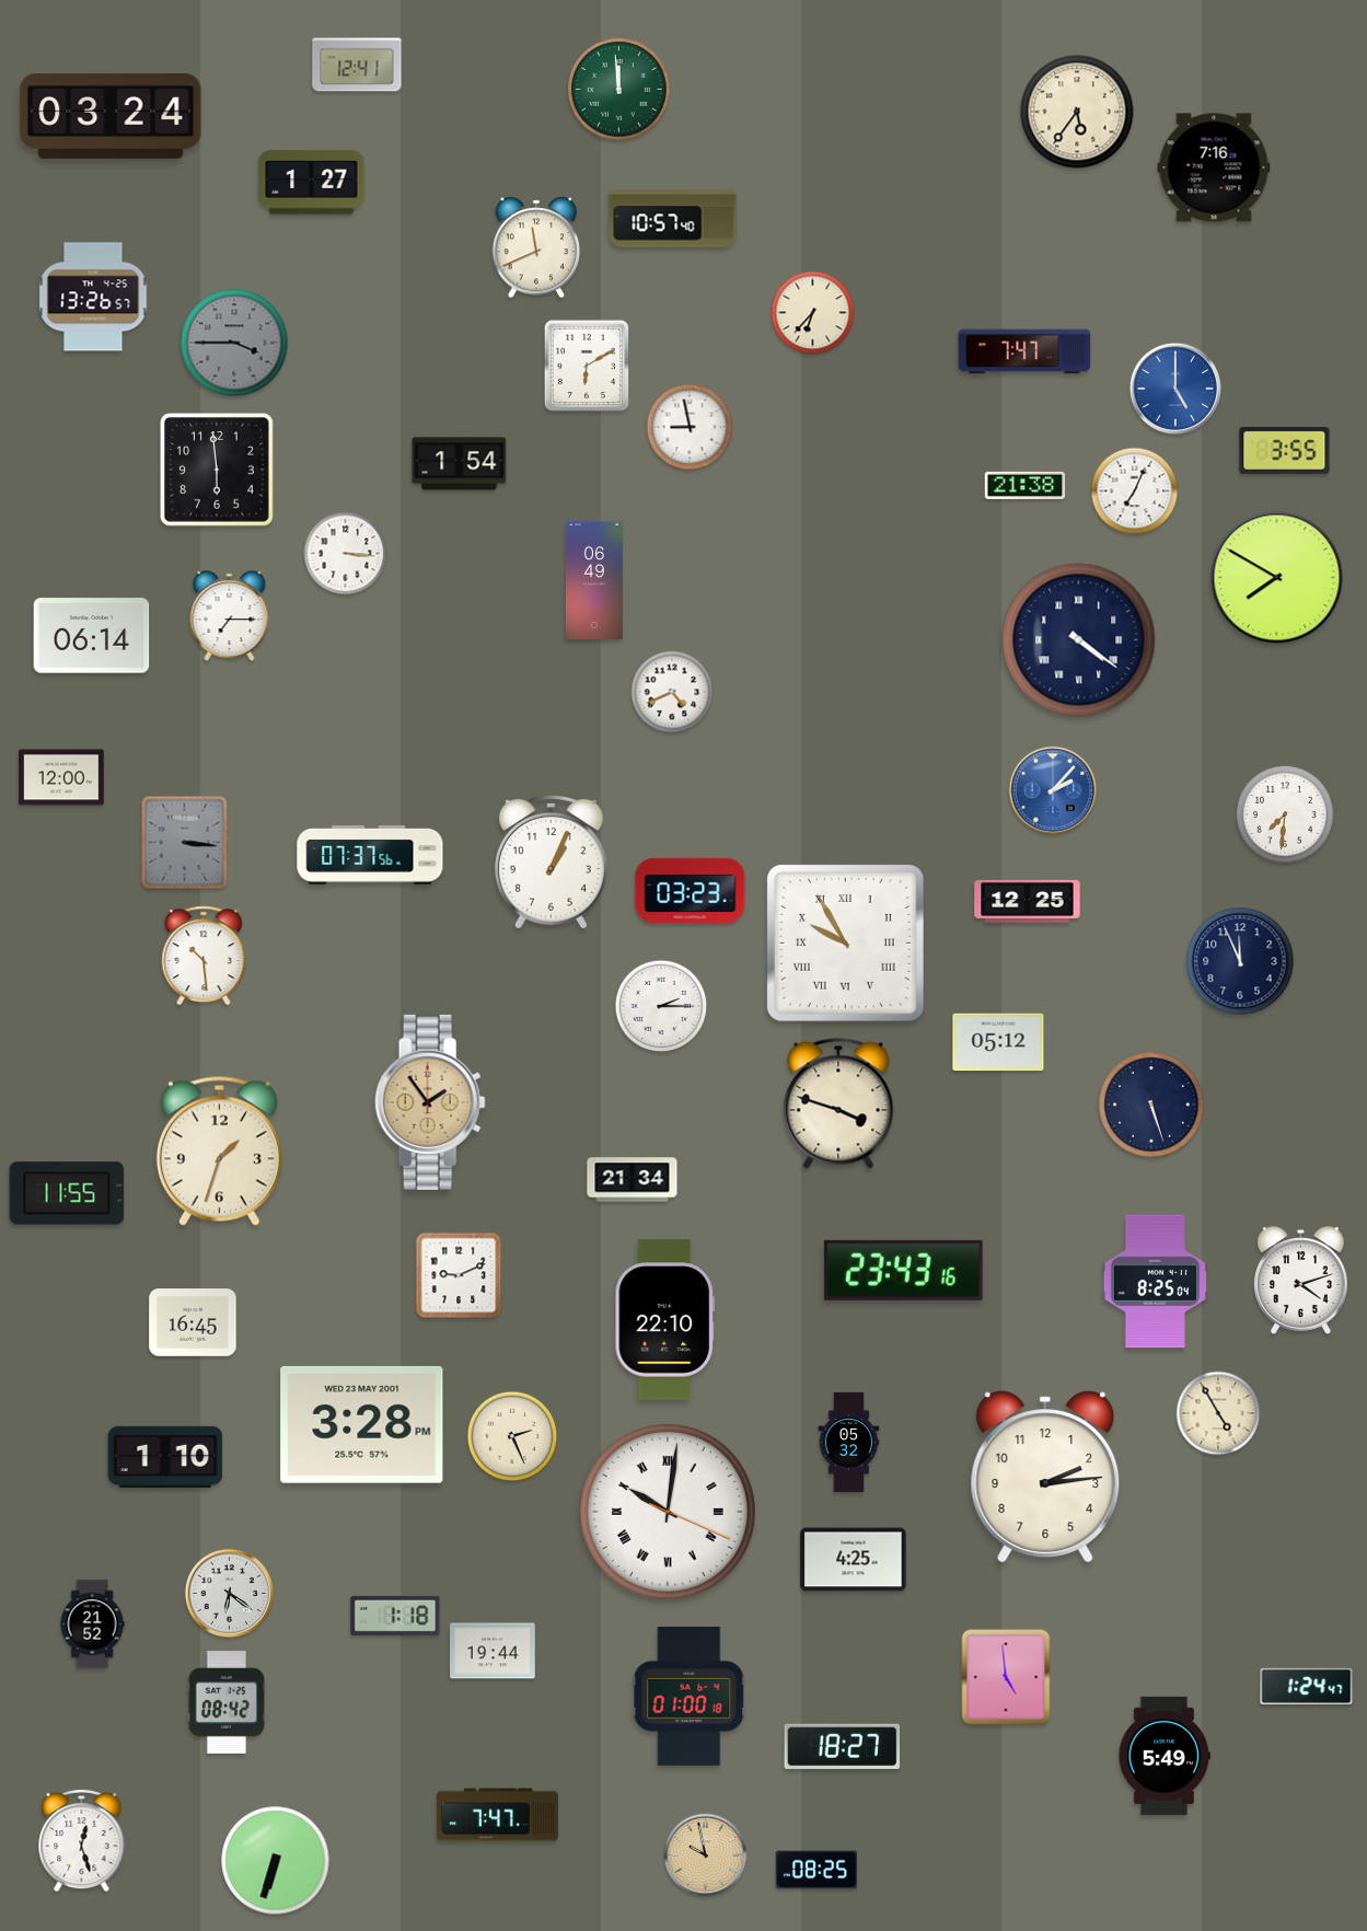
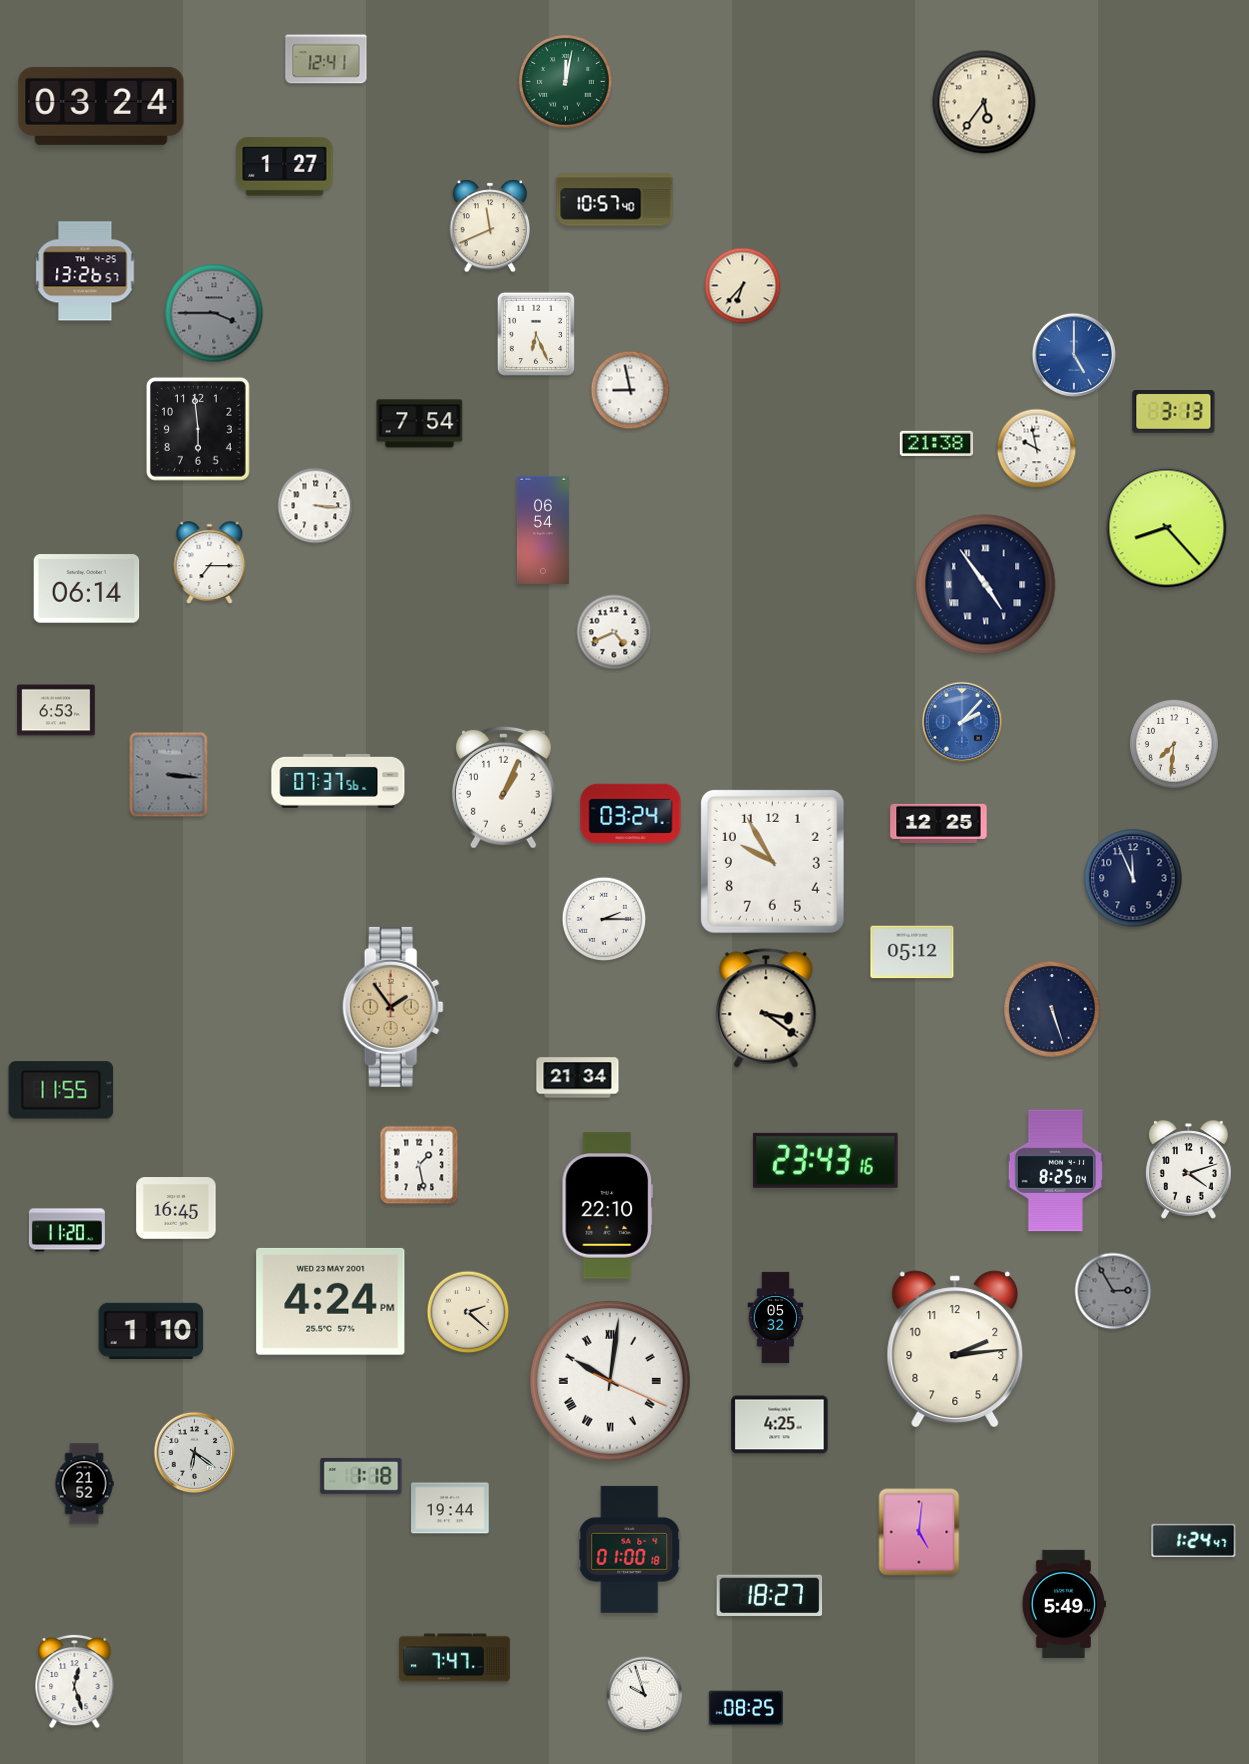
clock at (619, 90): 11:59 -> 12:02
clock at (1214, 167): 7:16 -> none
clock at (1024, 351): 7:47 -> none
clock at (586, 365): 6:10 -> 6:26
clock at (1285, 451): 3:55 -> 3:13
clock at (460, 464): 1:54 -> 7:54
clock at (1135, 492): 7:04 -> 9:58
clock at (1277, 578): 7:50 -> 8:23
clock at (594, 580): 06:49 -> 06:54
clock at (92, 636) position: (92, 636) -> (87, 589)
clock at (1079, 640): 4:21 -> 4:54
clock at (61, 777): 12:00 -> 6:53
clock at (185, 843) position: (185, 843) -> (169, 775)
clock at (691, 891): 03:23 -> 03:24
clock at (845, 943) numerals: Roman -> Arabic
clock at (204, 956): 10:29 -> none
clock at (838, 1103): 3:48 -> 3:21
clock at (219, 1150): 1:33 -> none
clock at (459, 1275): 9:11 -> 1:28
clock at (67, 1230): none -> 11:20
clock at (1218, 1413): 4:55 -> 2:55
clock at (1218, 1413) dial: cream -> grey
clock at (362, 1424): 3:28 -> 4:24
clock at (512, 1436): 2:26 -> 2:22
clock at (230, 1594) position: (230, 1594) -> (195, 1453)
clock at (1006, 1677): 4:59 -> 5:01
clock at (225, 1703): 08:42 -> none
clock at (706, 1855): 9:58 -> 9:57
clock at (706, 1855) dial: champagne -> white
clock at (276, 1861): 6:33 -> none
